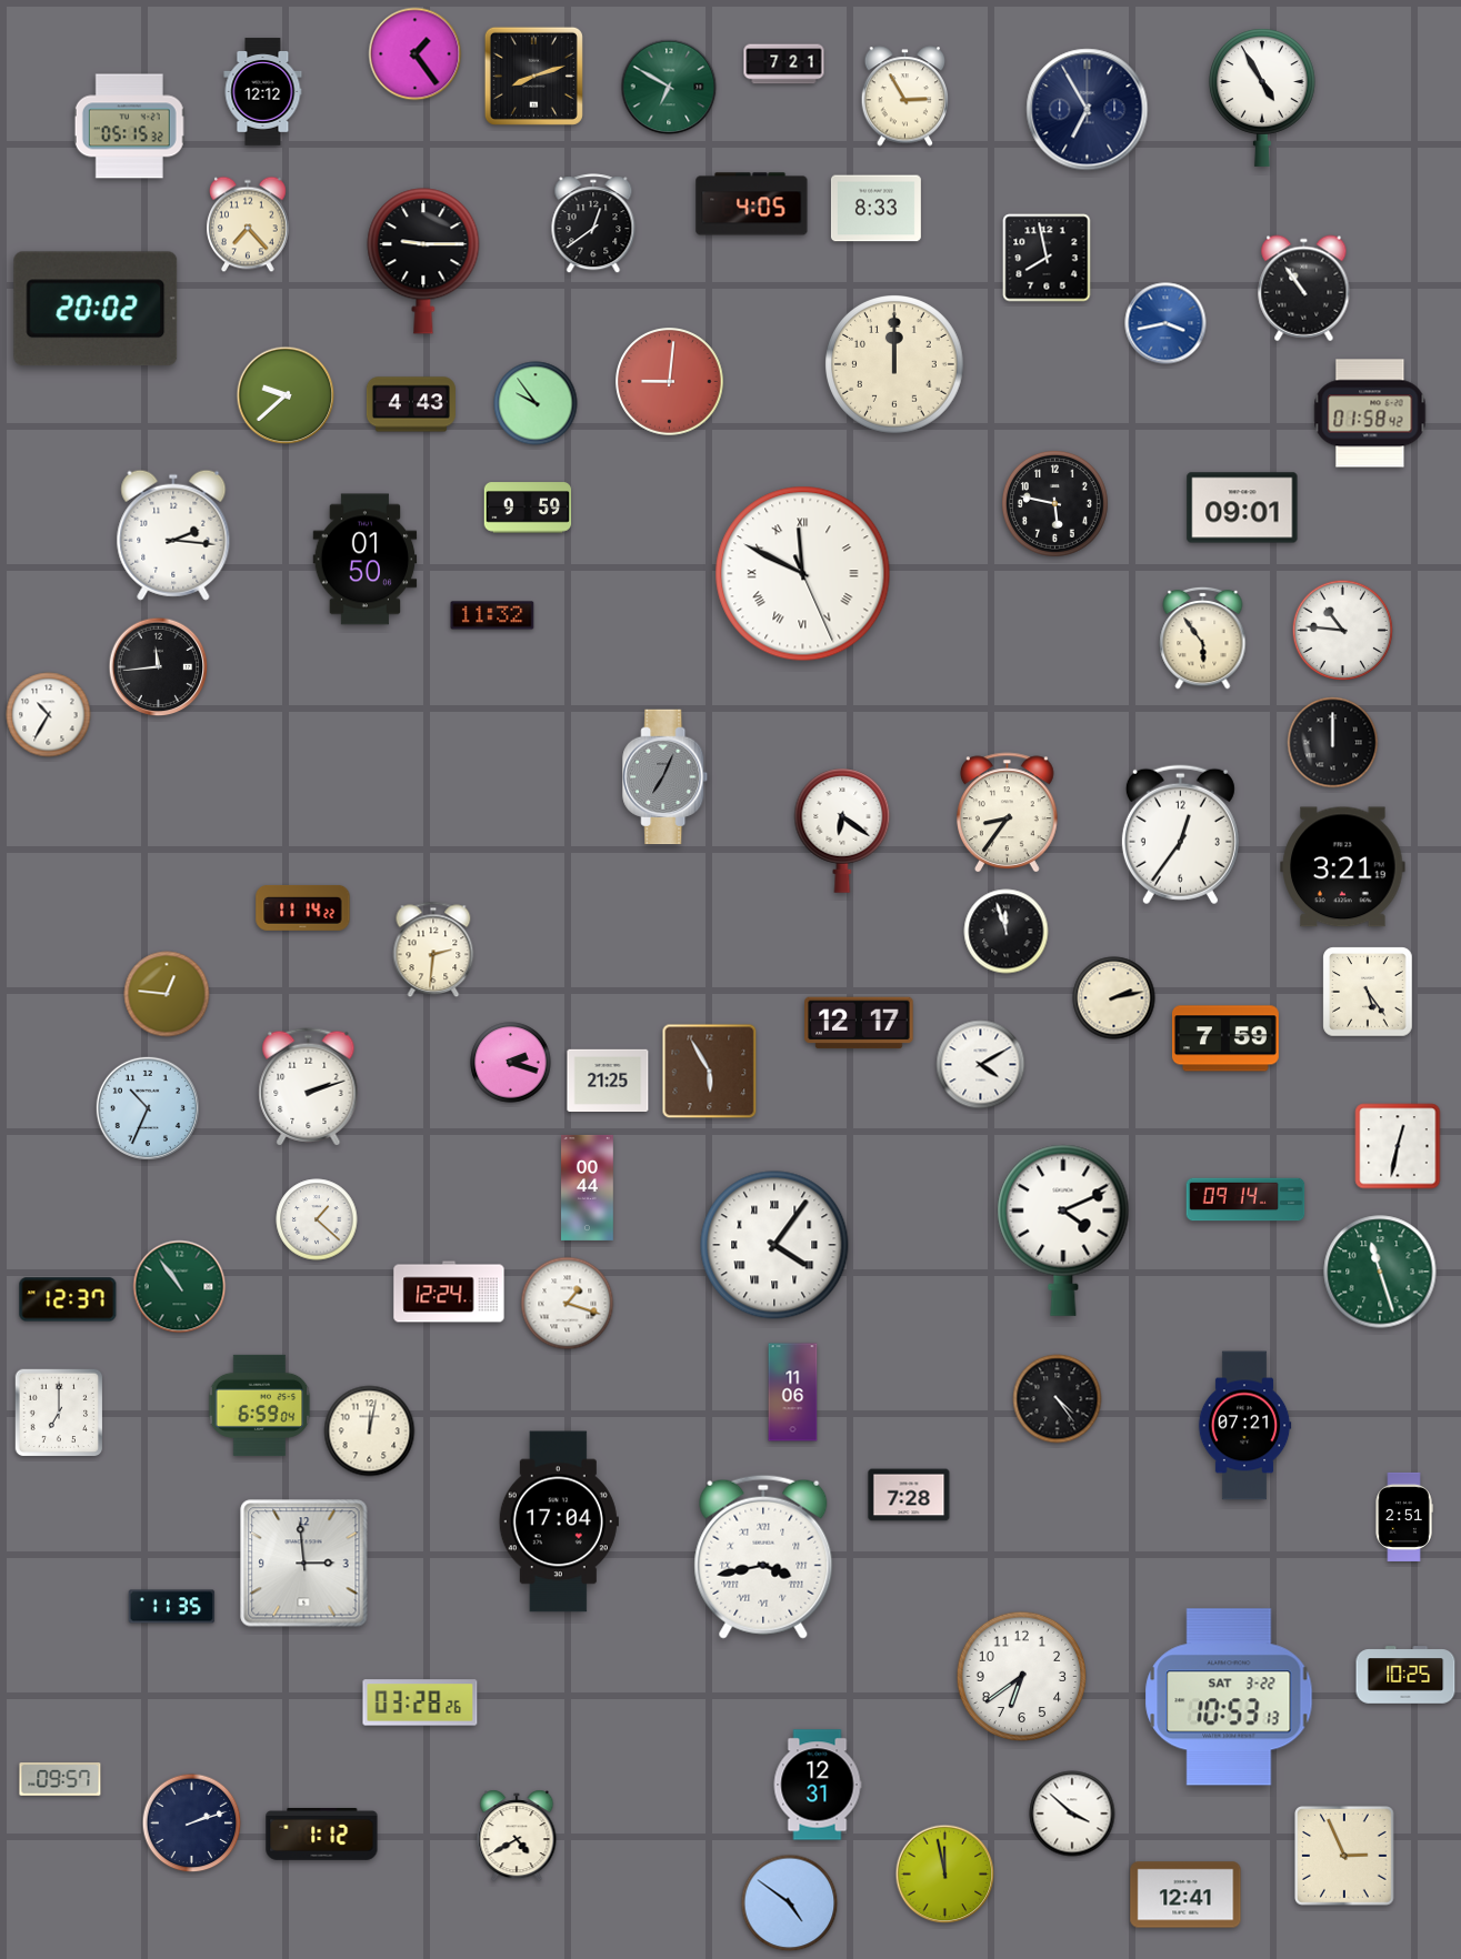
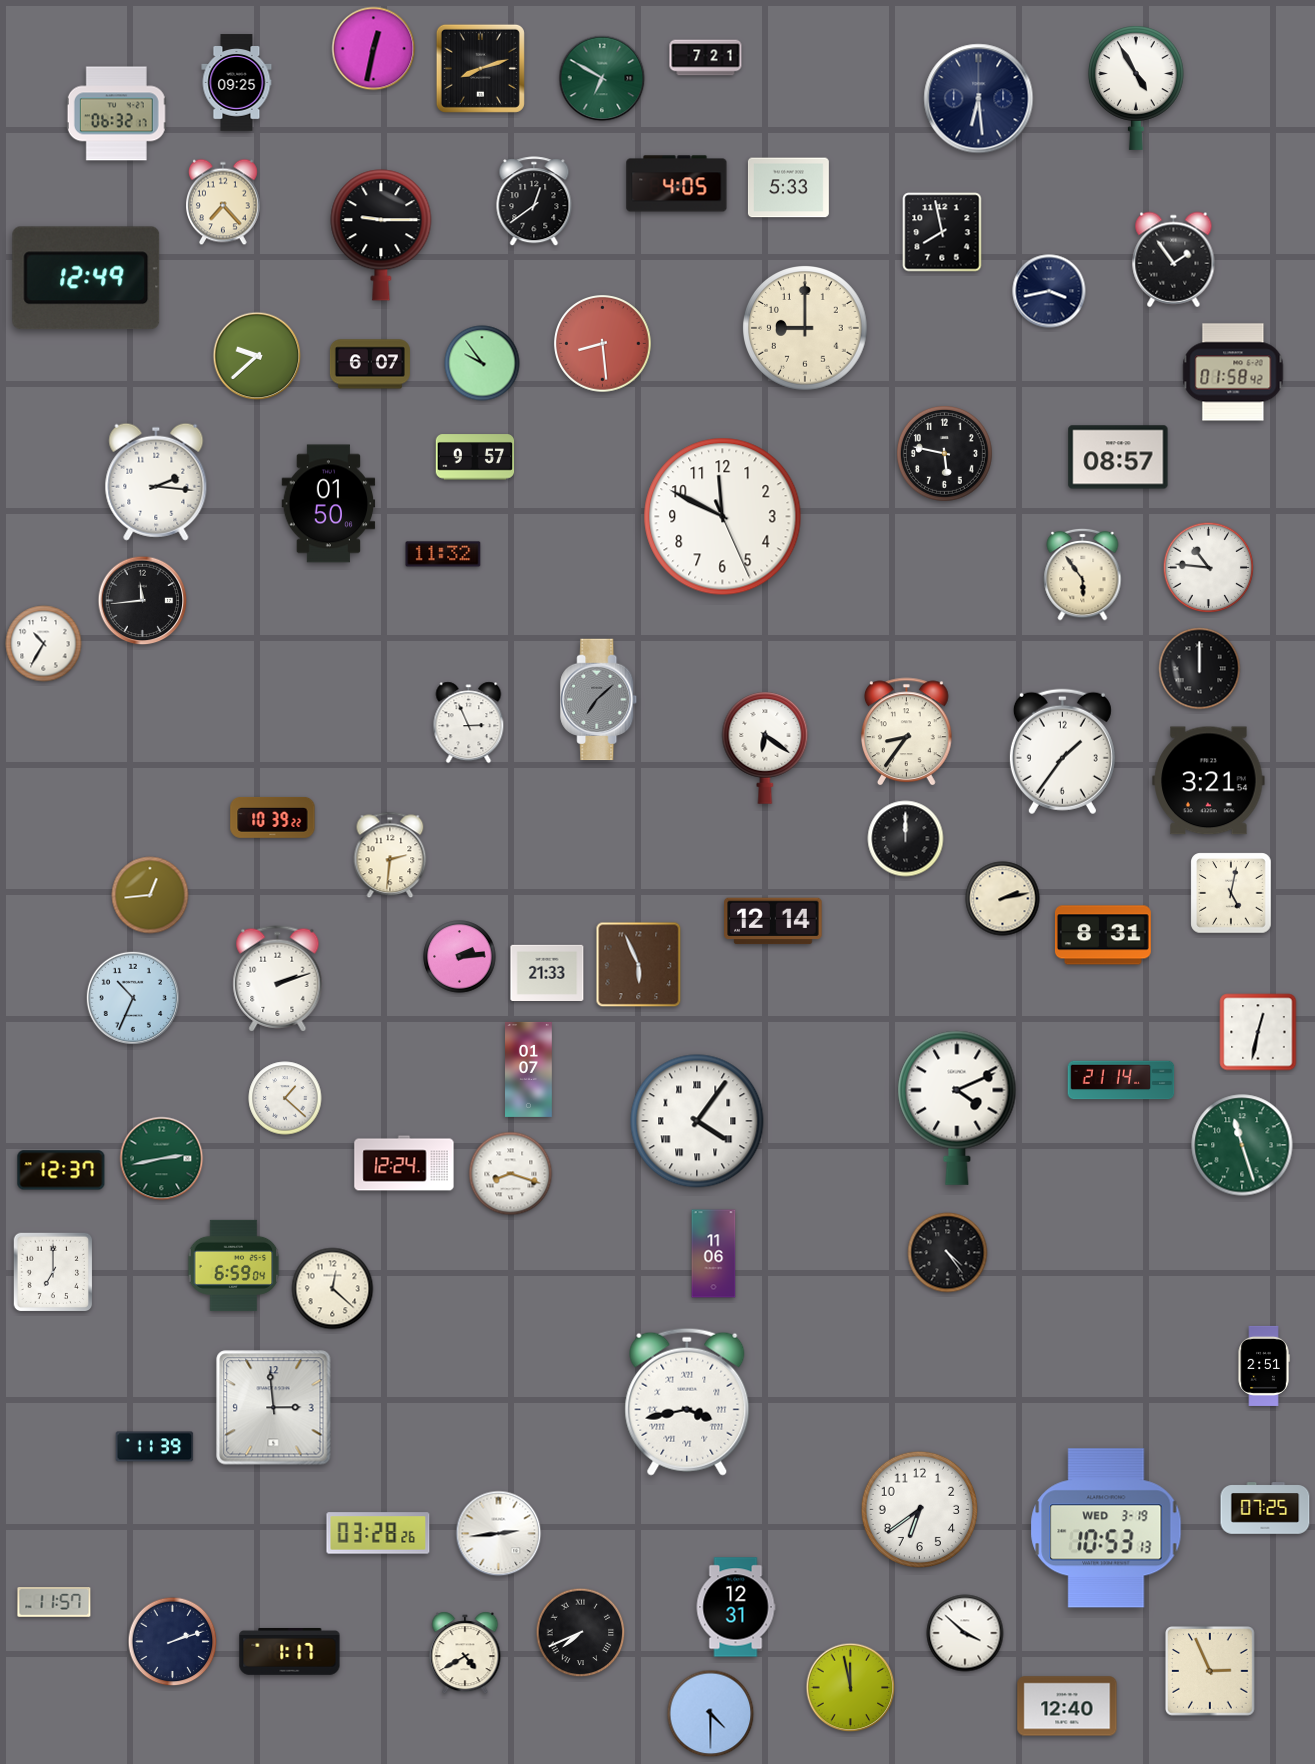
clock at (416, 54): 1:24 -> 12:32
clock at (263, 92): 12:12 -> 09:25
clock at (905, 97): 2:55 -> none
clock at (1088, 110): 6:55 -> 6:29
clock at (129, 127): 05:15 -> 06:32
clock at (875, 209): 8:33 -> 5:33
clock at (1304, 289): 10:54 -> 1:54
clock at (96, 309): 20:02 -> 12:49
clock at (1165, 323) dial: blue -> navy
clock at (895, 365): 12:00 -> 9:00
clock at (670, 382): 9:01 -> 8:29
clock at (411, 404): 4:43 -> 6:07
clock at (1054, 503) position: (1054, 503) -> (944, 453)
clock at (528, 508): 9:59 -> 9:57
clock at (1242, 508): 09:01 -> 08:57
clock at (803, 574) numerals: Roman -> Arabic
clock at (666, 777): 7:04 -> 7:08
clock at (469, 723): none -> 2:56
clock at (842, 831) position: (842, 831) -> (765, 748)
clock at (1180, 835): 12:36 -> 1:36
clock at (1343, 867): 3:21:19 -> 3:21:54
clock at (303, 907): 11:14 -> 10:39
clock at (1007, 932): 11:57 -> 12:00
clock at (1368, 992): 5:24 -> 5:02
clock at (167, 994): 12:46 -> 12:44
clock at (859, 1023): 12:17 -> 12:14
clock at (1225, 1038): 7:59 -> 8:31
clock at (511, 1063): 2:18 -> 2:14
clock at (981, 1065): 4:10 -> none
clock at (710, 1072): 5:55 -> 5:56
clock at (608, 1079): 21:25 -> 21:33
clock at (588, 1187): 00:44 -> 01:07
clock at (1245, 1199): 09:14 -> 21:14
clock at (180, 1287): 10:54 -> 2:43
clock at (568, 1304): 1:18 -> 8:18
clock at (1058, 1399) position: (1058, 1399) -> (948, 1253)
clock at (1244, 1426): 07:21 -> none
clock at (370, 1431): 12:02 -> 12:22
clock at (909, 1495): 7:28 -> none
clock at (559, 1521): 17:04 -> none
clock at (172, 1607): 11:35 -> 11:39
clock at (1405, 1675): 10:25 -> 07:25
clock at (1229, 1697) date: SAT 3-22 -> WED 3-19
clock at (499, 1534): none -> 2:44
clock at (60, 1779): 09:57 -> 11:57
clock at (581, 1633): none -> 7:41
clock at (322, 1834): 1:12 -> 1:17
clock at (1185, 1895): 12:41 -> 12:40
clock at (790, 1903): 4:51 -> 4:30
